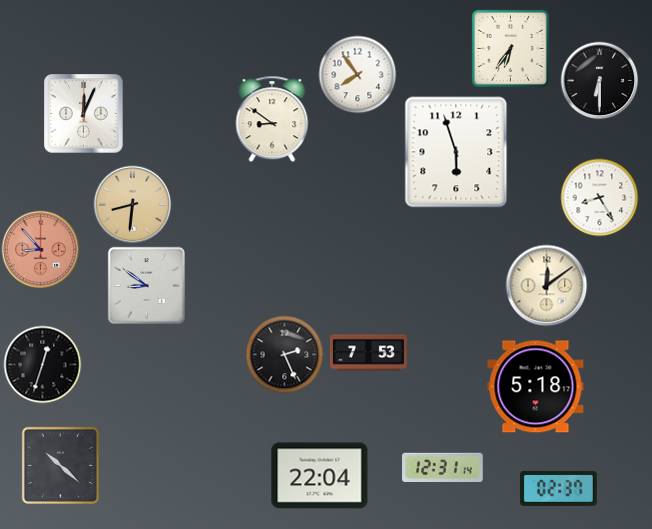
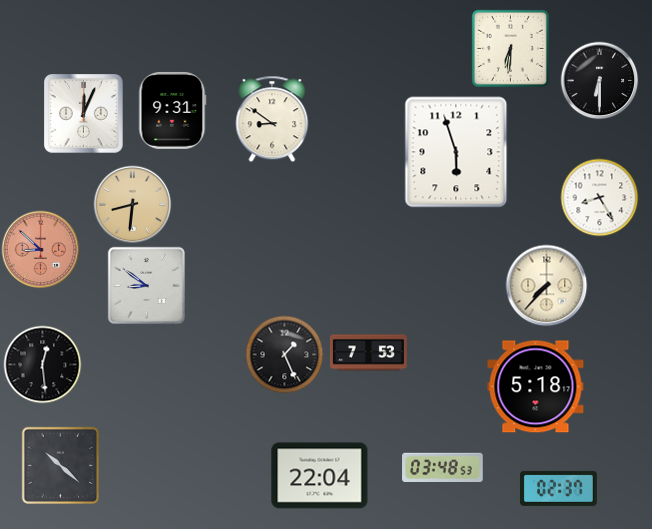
clock at (510, 48): 6:36 -> 6:31
clock at (357, 74): 7:54 -> none
clock at (173, 110): none -> 9:31
clock at (40, 249): 8:53 -> 8:52
clock at (546, 285): 12:09 -> 7:37
clock at (284, 354): 2:26 -> 1:26
clock at (42, 364): 12:33 -> 12:29
clock at (443, 467): 12:31 -> 03:48
